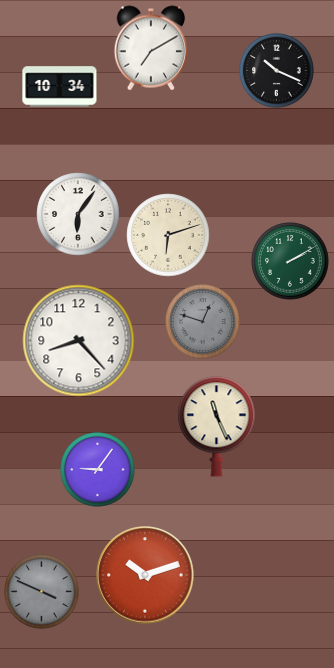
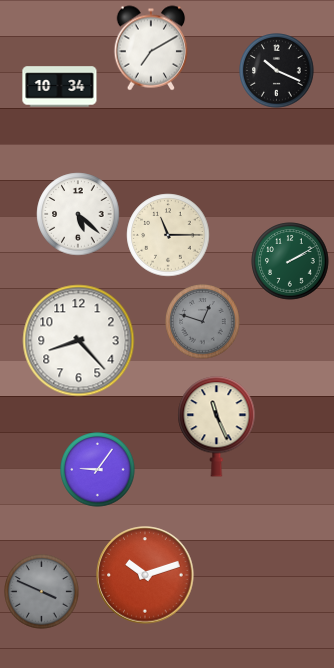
clock at (78, 214): 6:06 -> 5:22
clock at (168, 235): 6:12 -> 11:15
